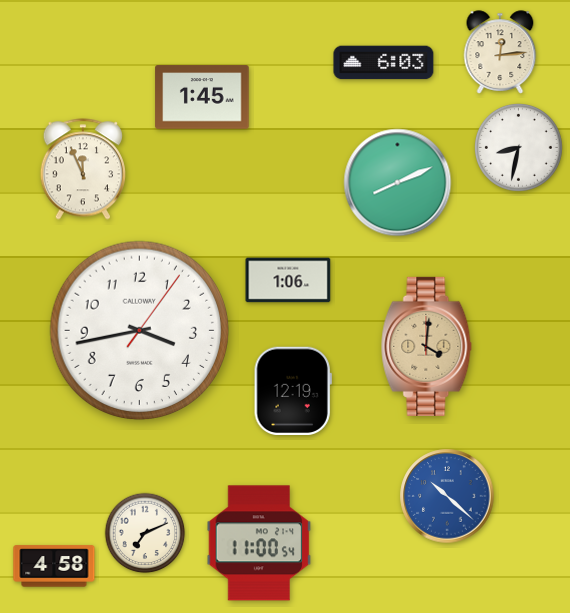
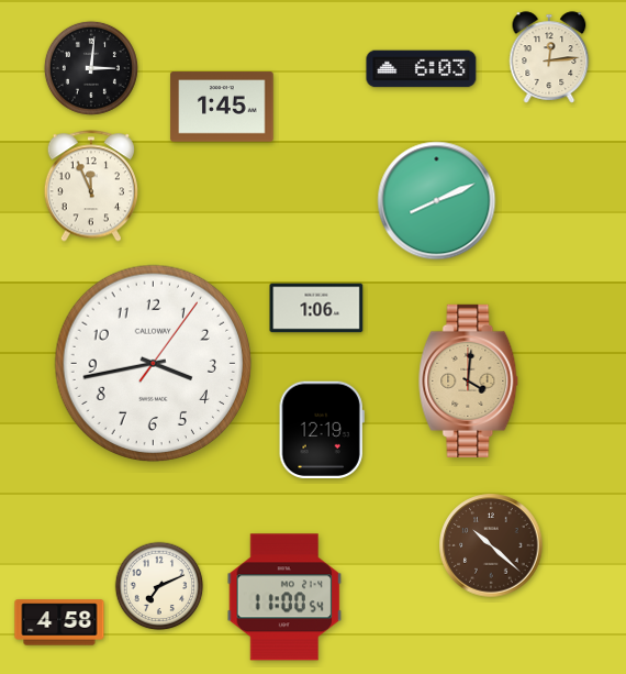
clock at (91, 68): none -> 3:01
clock at (519, 148): 8:32 -> none
clock at (447, 496) dial: blue -> brown
